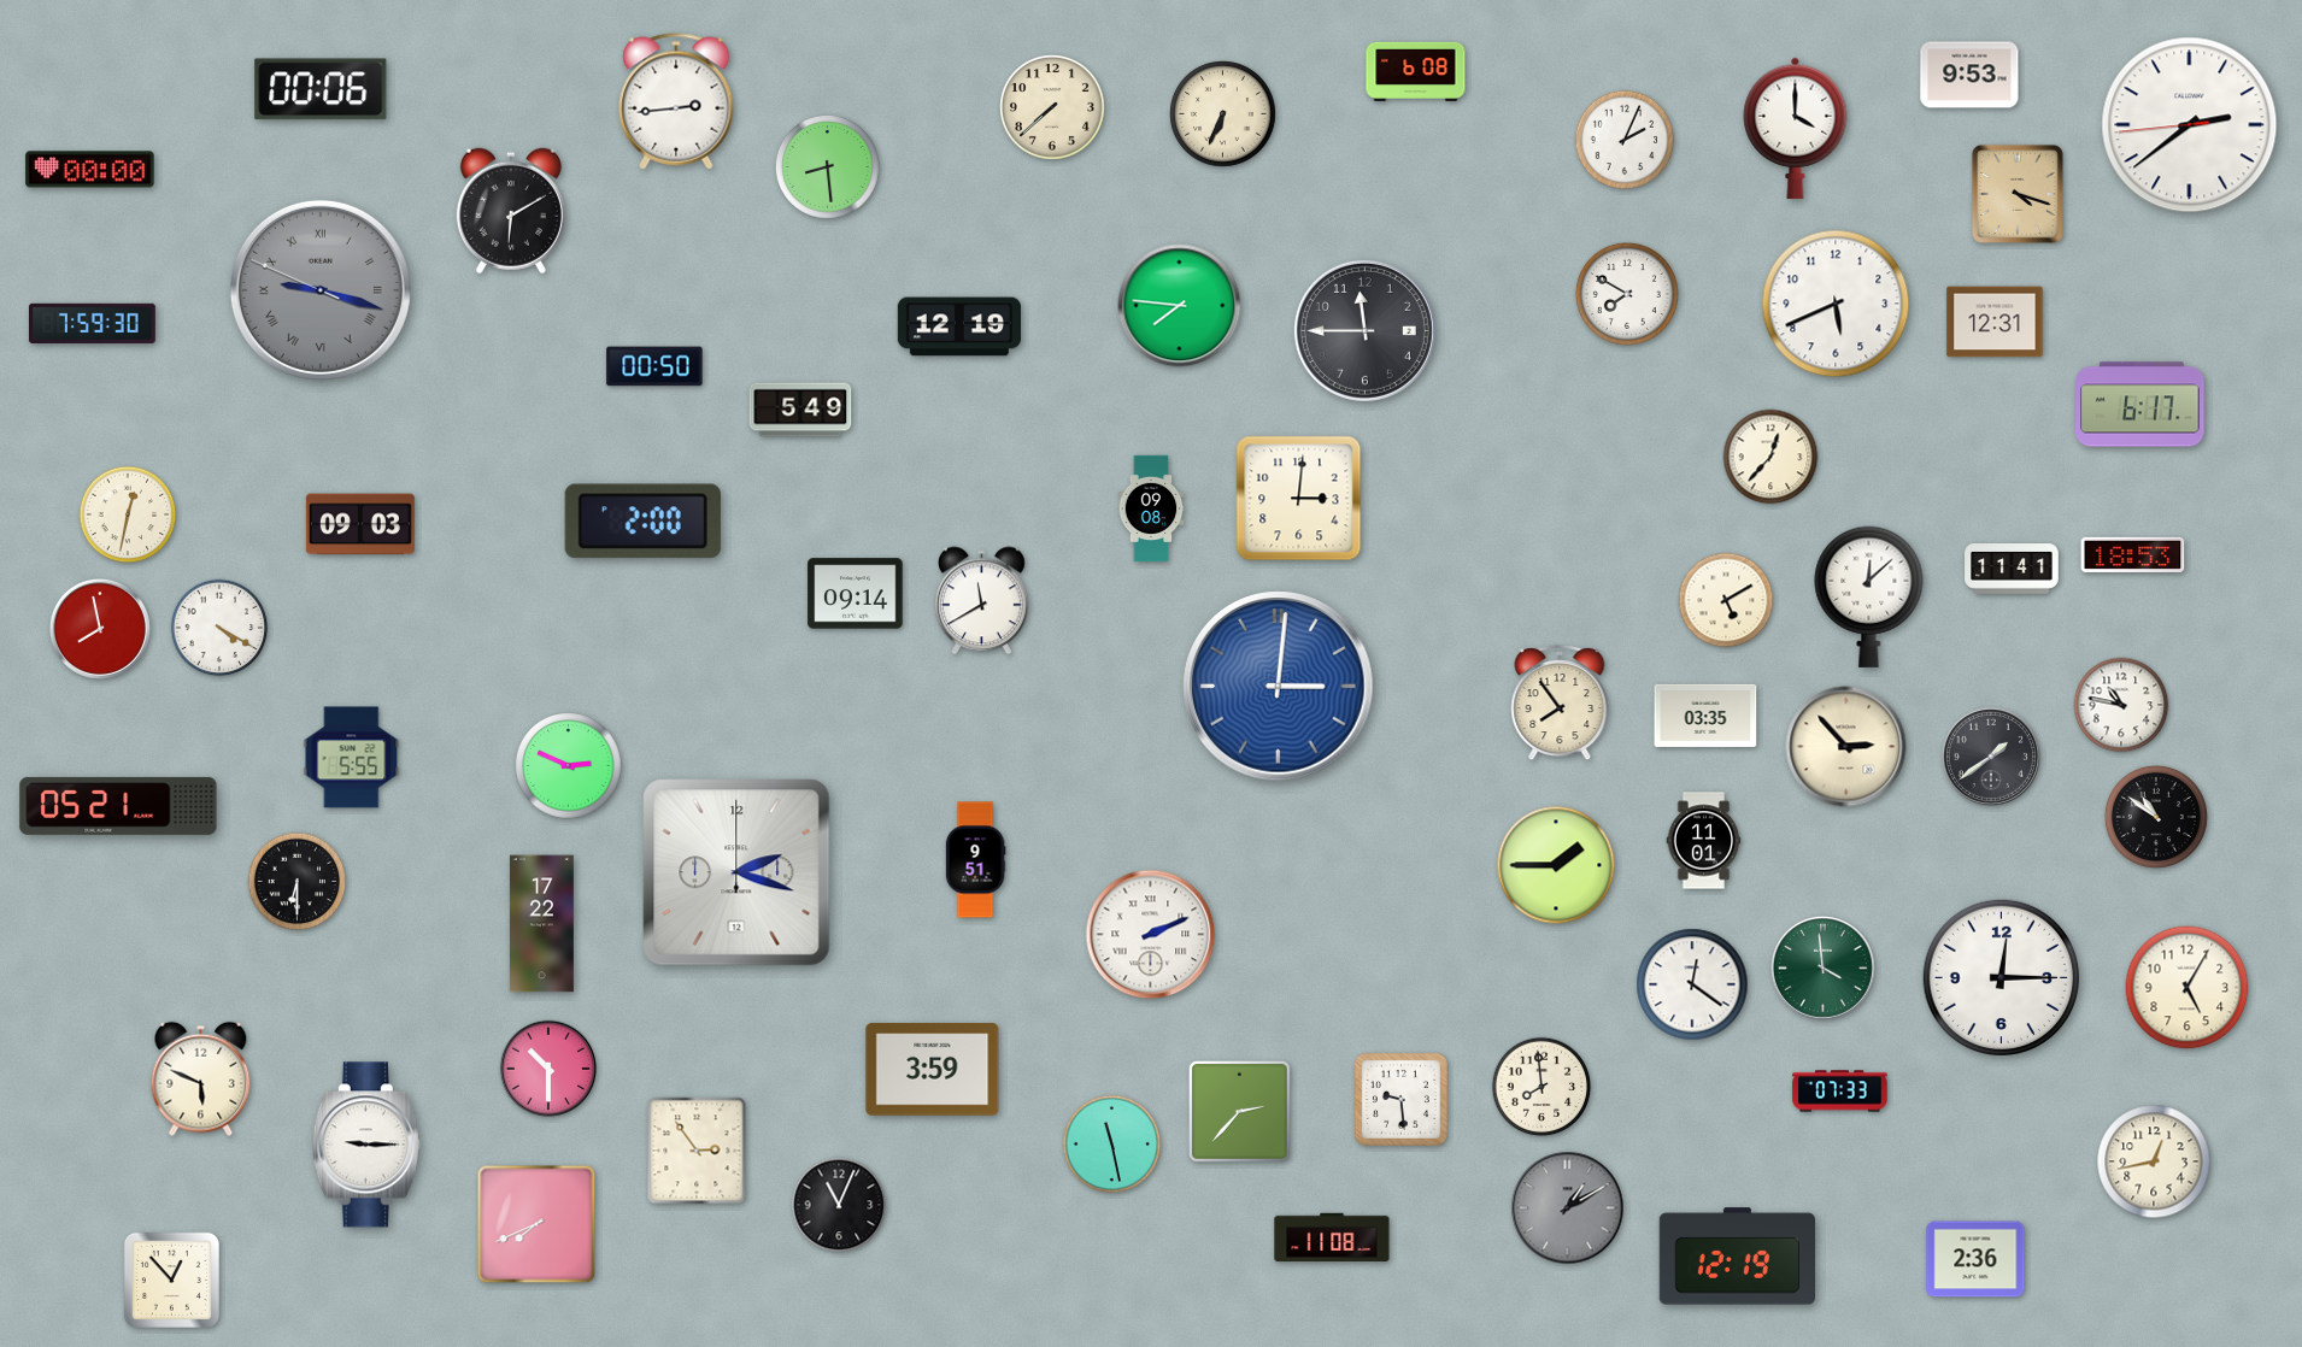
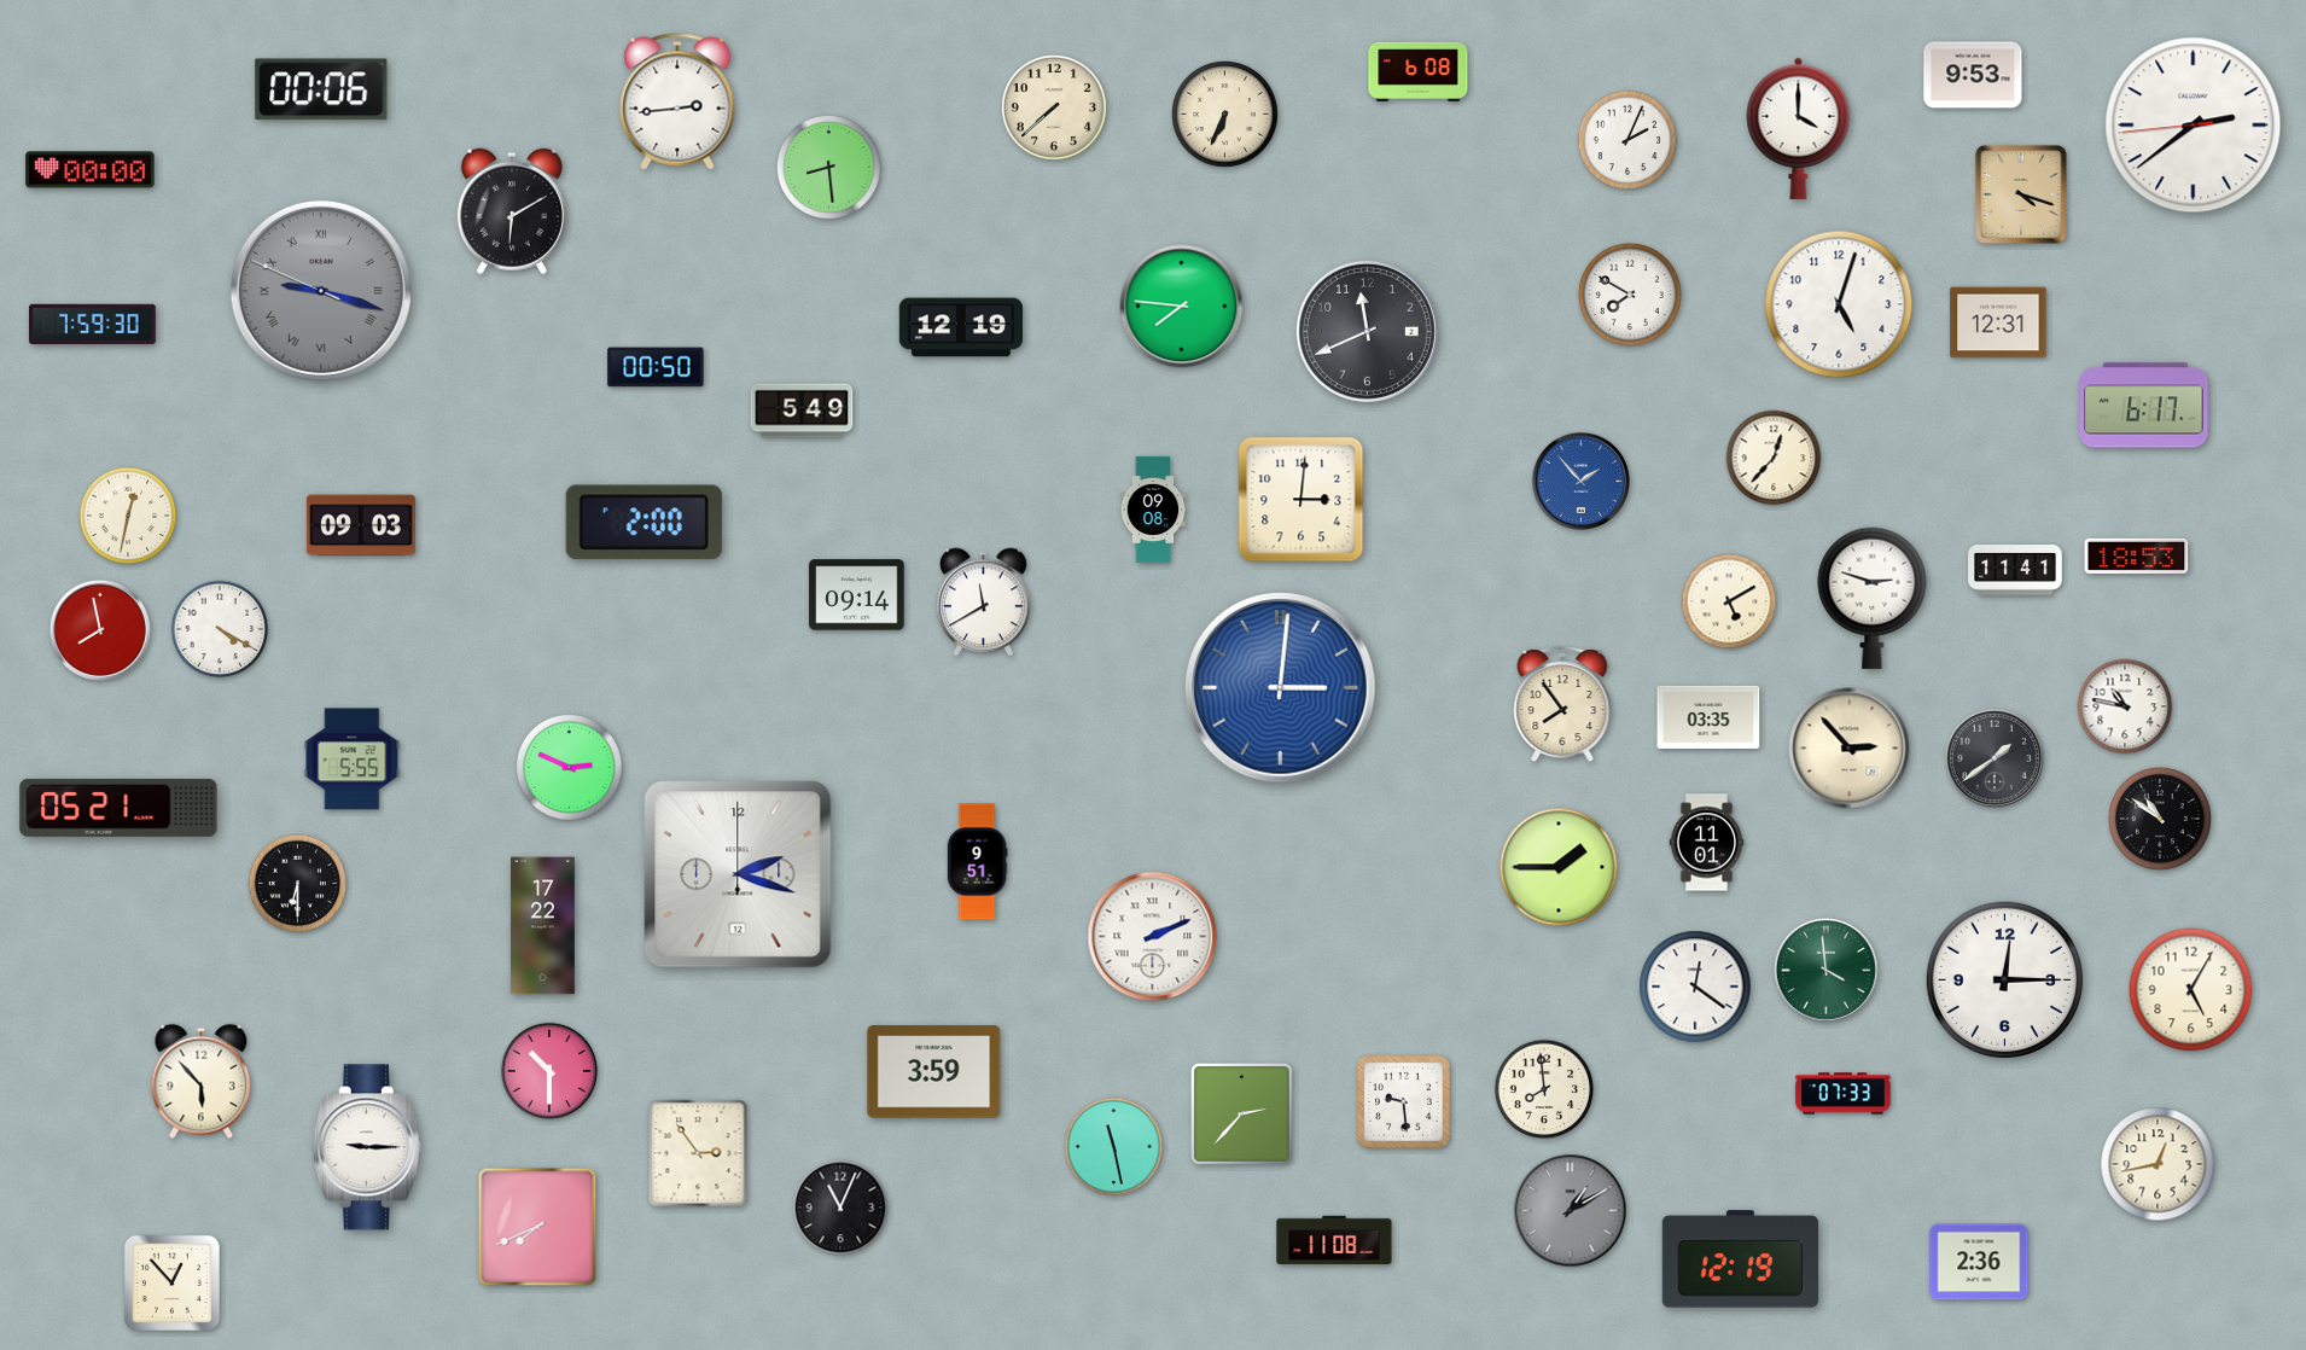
clock at (1836, 304): 5:41 -> 5:03
clock at (1364, 330): 11:45 -> 11:41
clock at (1580, 481): none -> 1:53
clock at (1869, 596): 12:08 -> 2:48
clock at (201, 1080): 5:49 -> 5:53
